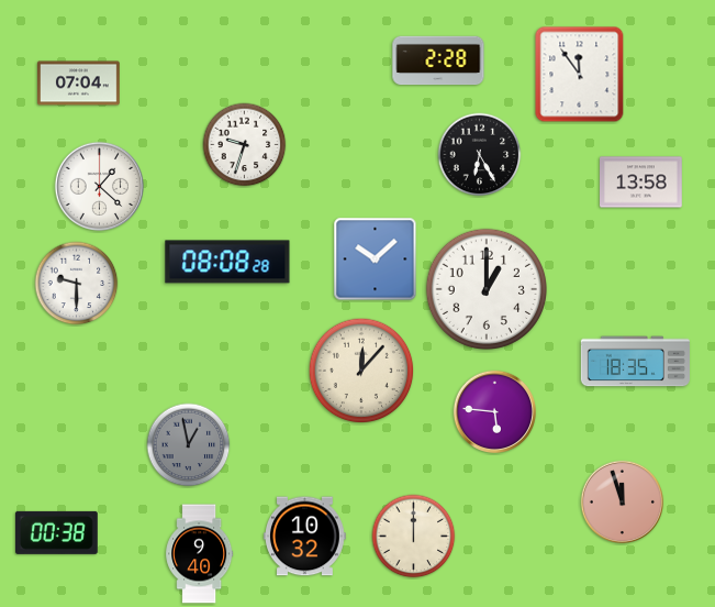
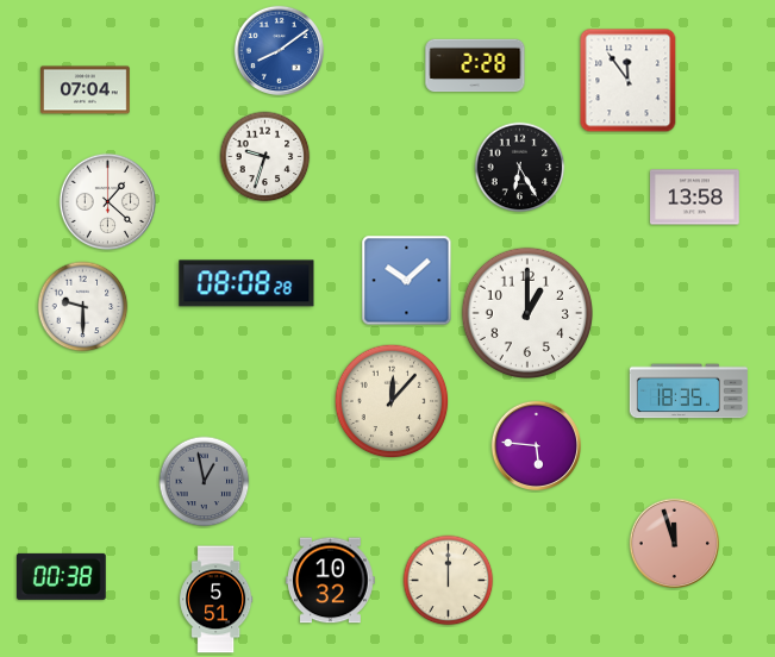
clock at (279, 50): none -> 8:09
clock at (200, 554): 9:40 -> 5:51
